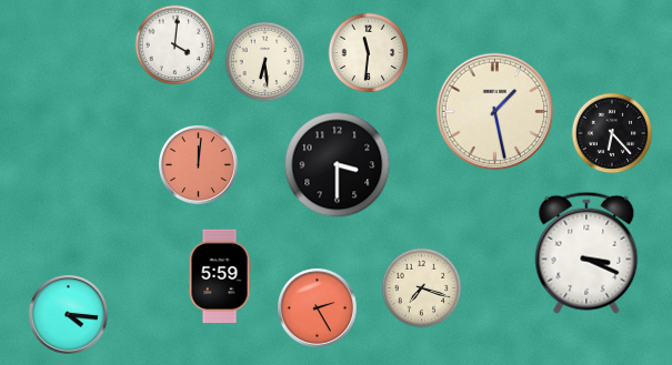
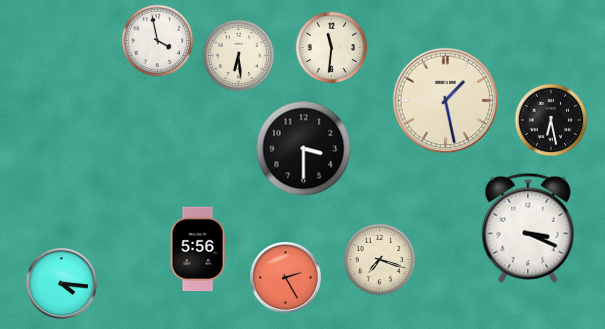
clock at (175, 45): 4:01 -> 3:58
clock at (612, 133): 6:23 -> 6:28
clock at (198, 164): 12:01 -> none
clock at (220, 276): 5:59 -> 5:56
